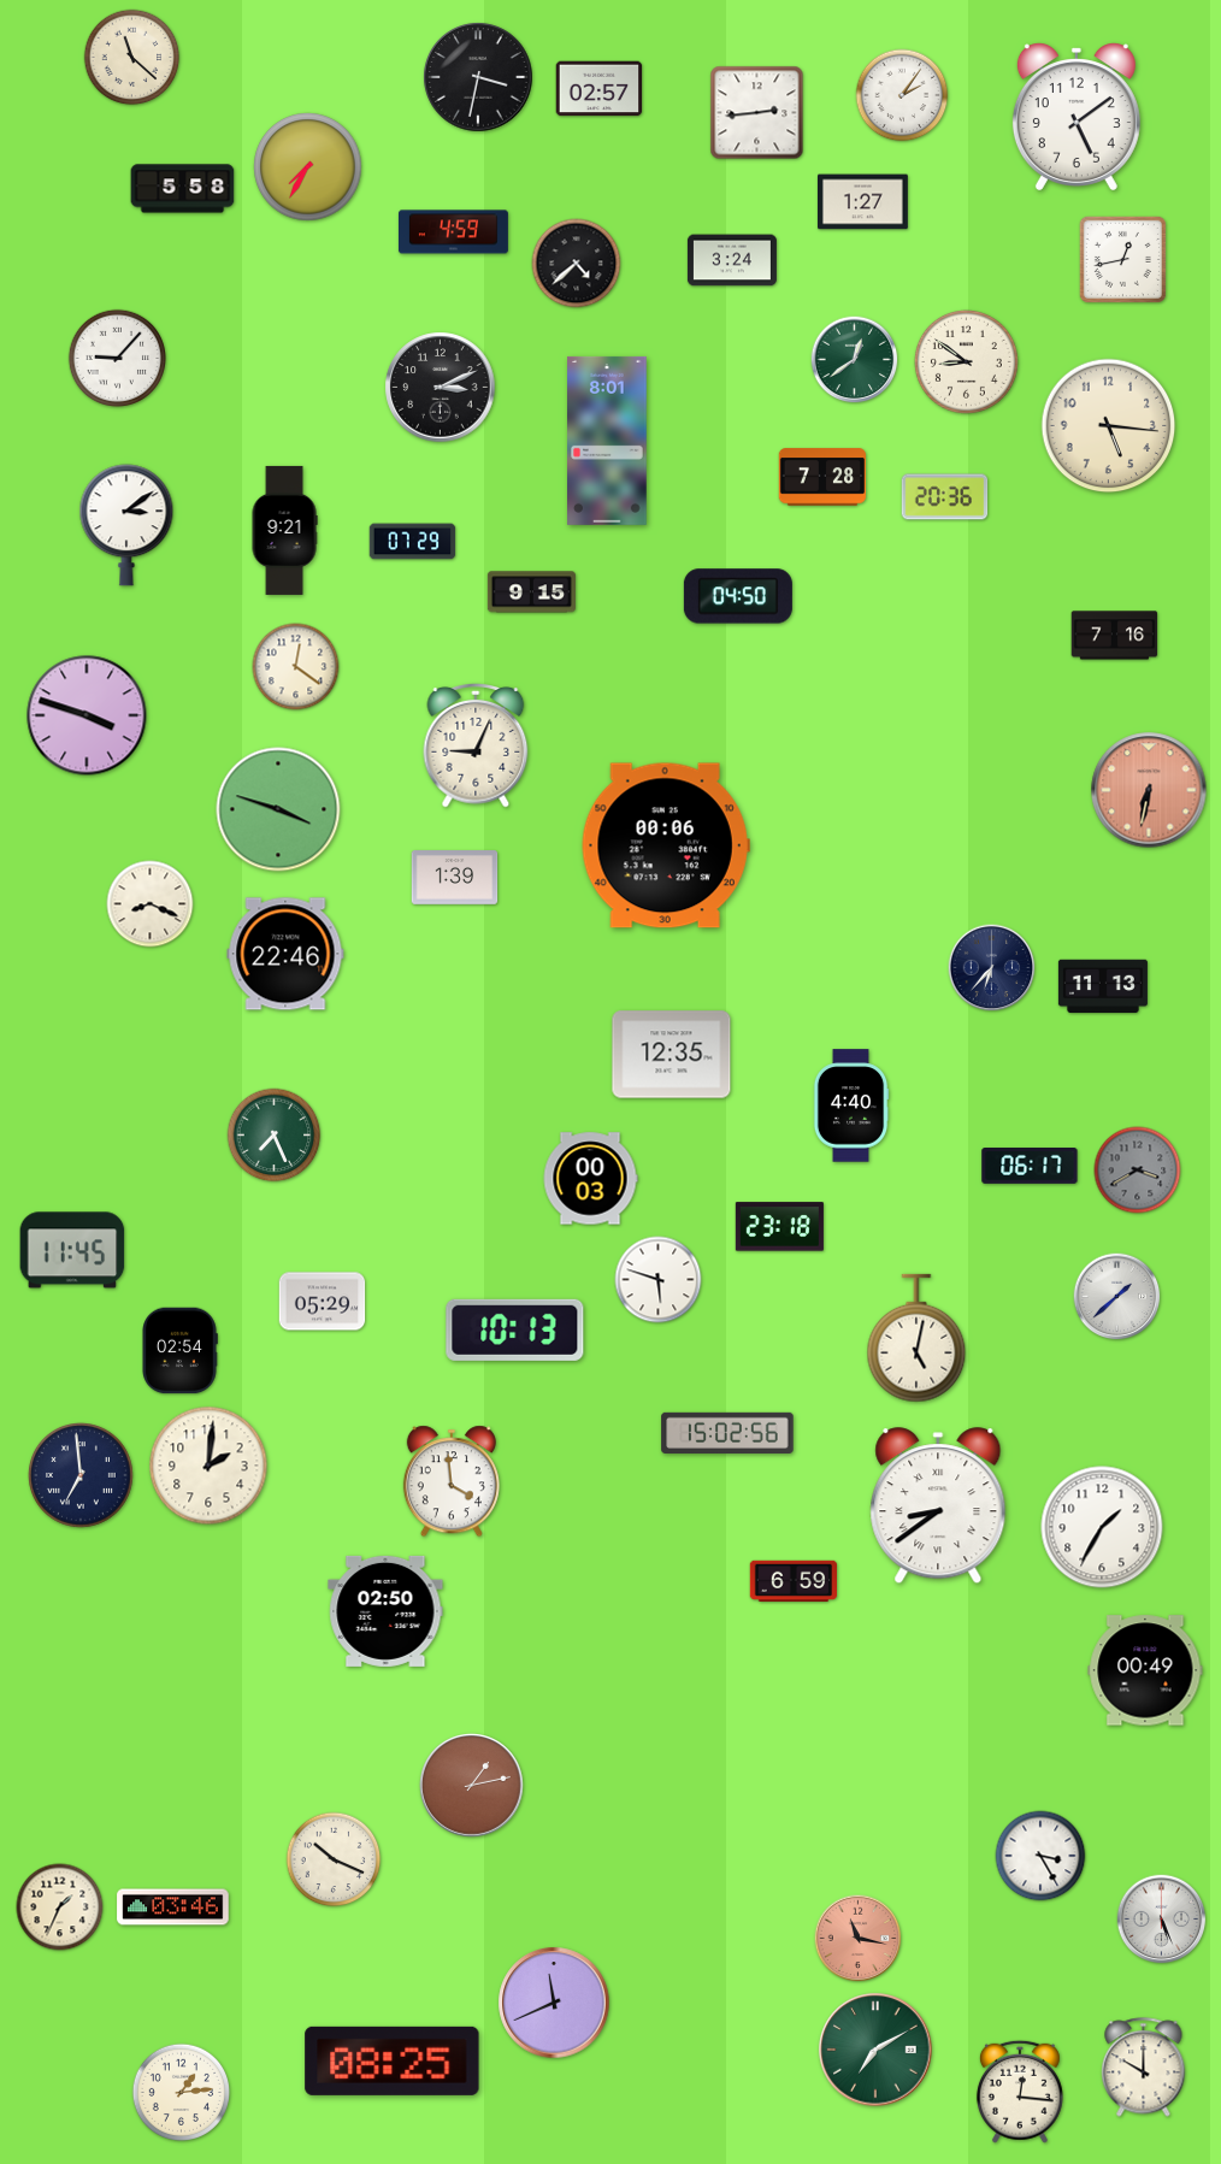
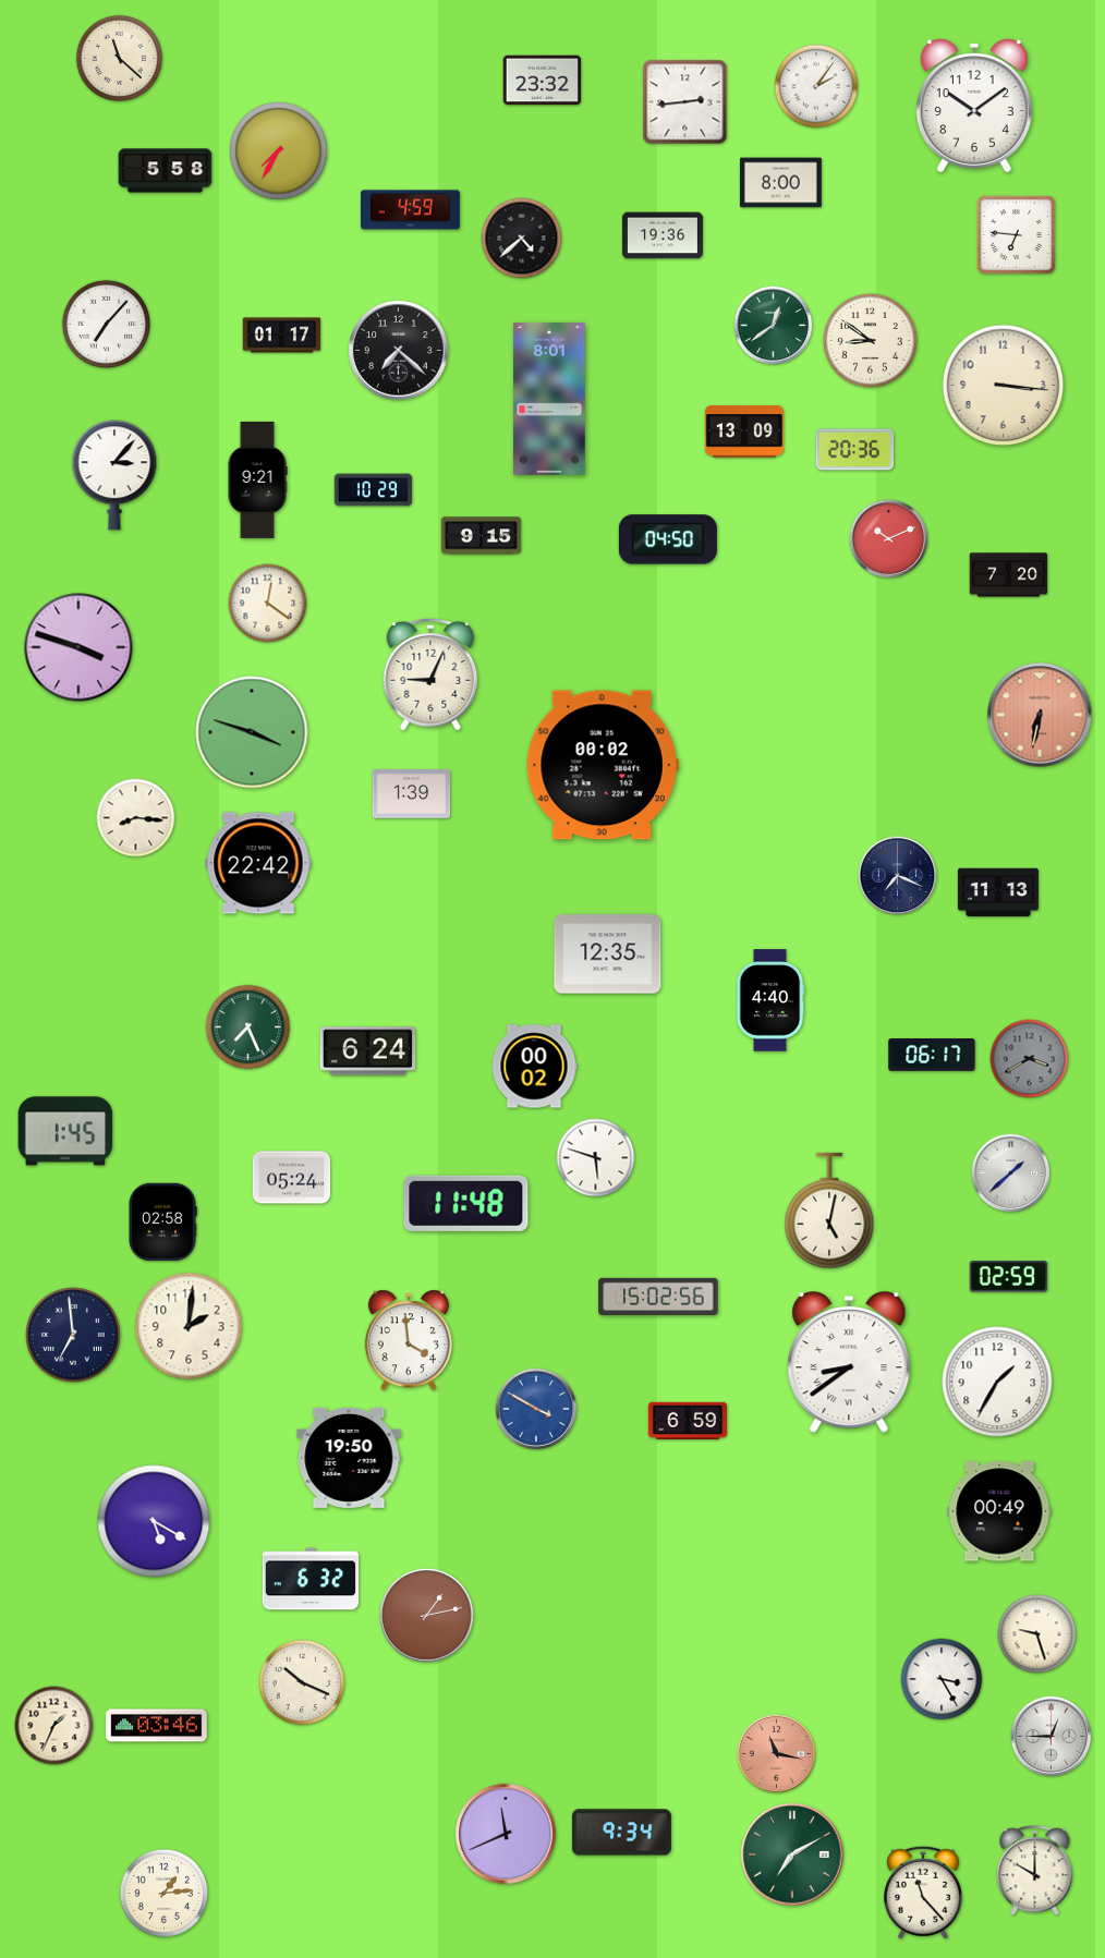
clock at (132, 58) position: (132, 58) -> (120, 59)
clock at (478, 77): 3:32 -> none
clock at (600, 89): 02:57 -> 23:32
clock at (1077, 117): 5:09 -> 10:09
clock at (862, 202): 1:27 -> 8:00
clock at (1122, 259): 12:43 -> 6:46
clock at (732, 260): 3:24 -> 19:36
clock at (118, 359): 9:07 -> 7:07
clock at (966, 361) position: (966, 361) -> (870, 340)
clock at (282, 336): none -> 01:17
clock at (441, 388): 3:11 -> 7:22
clock at (1109, 426): 5:16 -> 3:16
clock at (822, 477): 7:28 -> 13:09
clock at (126, 525): 3:09 -> 3:07
clock at (413, 542): 07:29 -> 10:29
clock at (889, 539): none -> 10:11
clock at (1115, 636): 7:16 -> 7:20
clock at (666, 845): 00:06 -> 00:02
clock at (151, 904): 8:19 -> 8:16
clock at (285, 954): 22:46 -> 22:42
clock at (992, 968): 6:37 -> 7:19
clock at (368, 1051): none -> 6:24
clock at (590, 1179): 00:03 -> 00:02
clock at (779, 1227): 23:18 -> none
clock at (72, 1250): 11:45 -> 1:45
clock at (323, 1302): 05:29 -> 05:24
clock at (515, 1329): 10:13 -> 11:48
clock at (179, 1351): 02:54 -> 02:58
clock at (1009, 1277): none -> 02:59
clock at (536, 1409): none -> 3:50
clock at (792, 1580) position: (792, 1580) -> (687, 1420)
clock at (385, 1611): 02:50 -> 19:50
clock at (1145, 1670) position: (1145, 1670) -> (999, 1511)
clock at (154, 1521): none -> 5:20
clock at (311, 1579): none -> 6:32
clock at (1037, 1634): none -> 9:27
clock at (1162, 1920): 5:26 -> 12:45
clock at (554, 2003) position: (554, 2003) -> (506, 1834)
clock at (621, 1833): none -> 9:34
clock at (393, 2060): 08:25 -> none
clock at (1020, 2092): 12:16 -> 11:23
